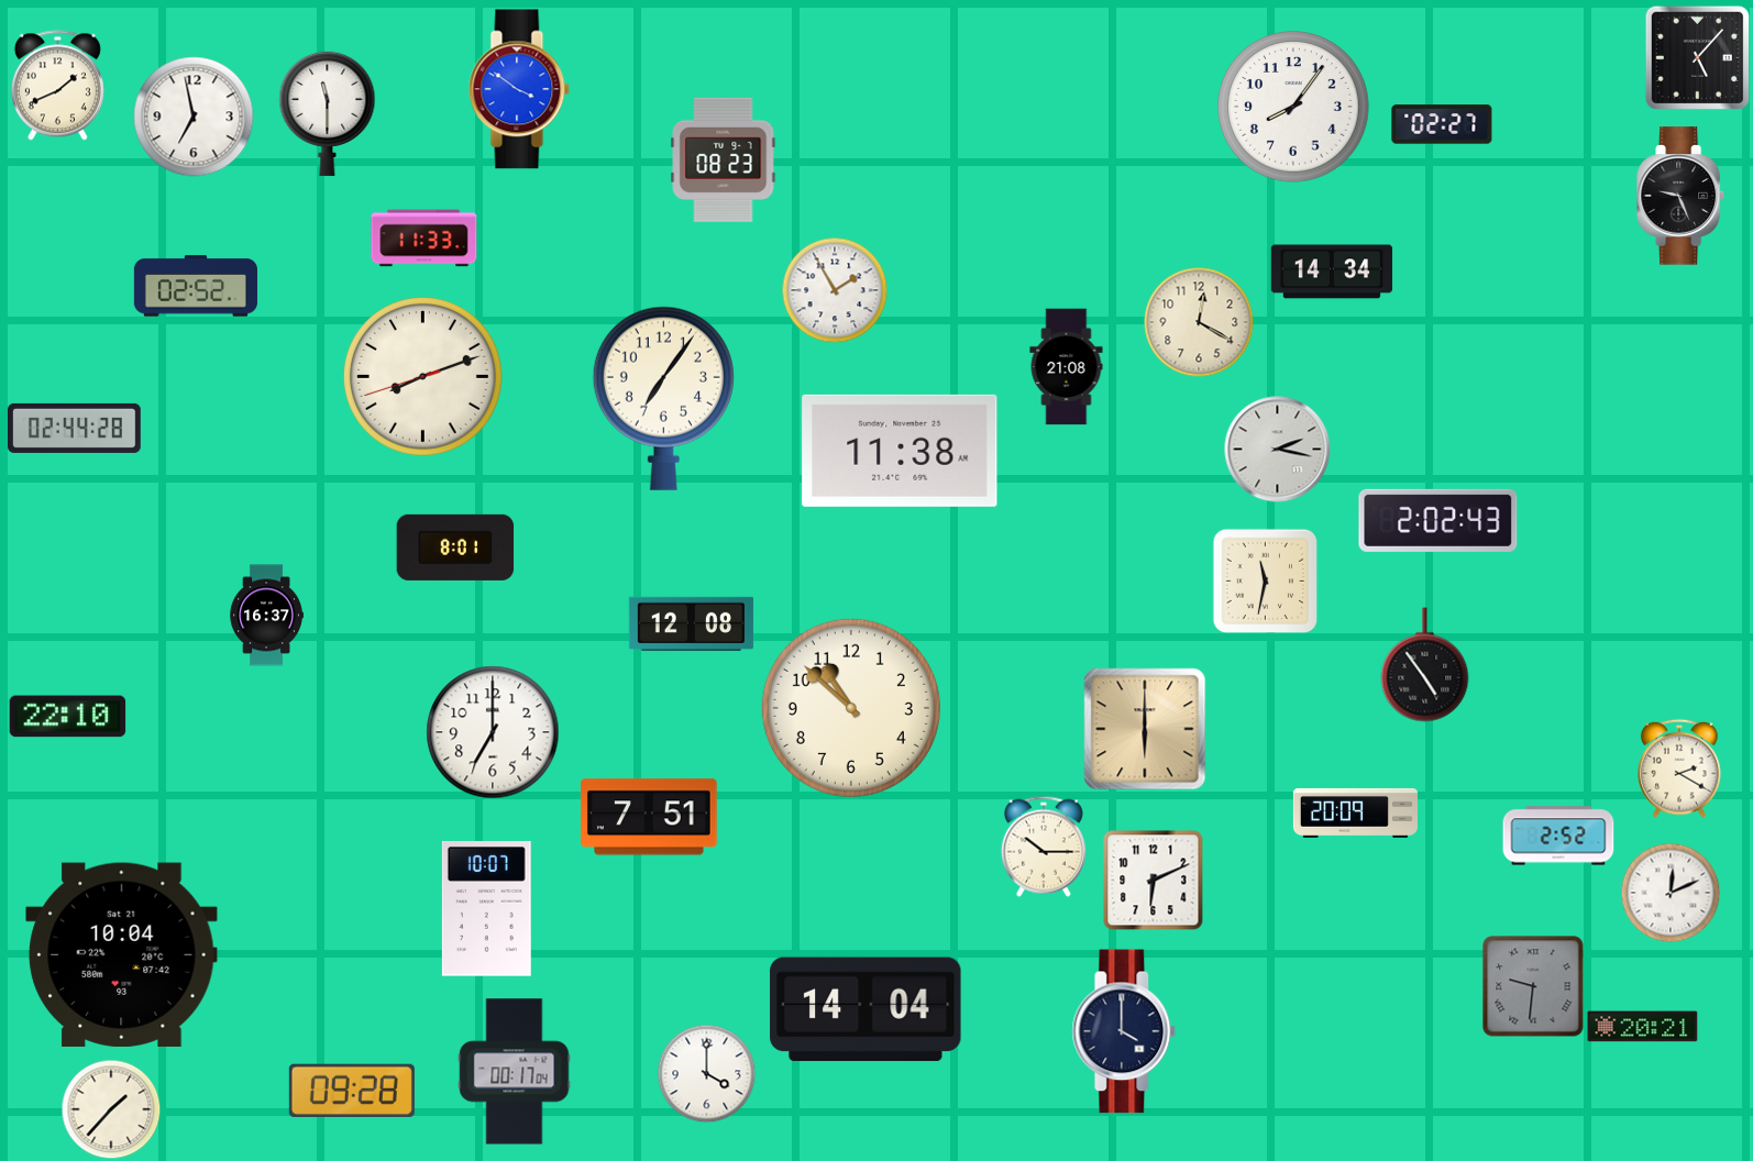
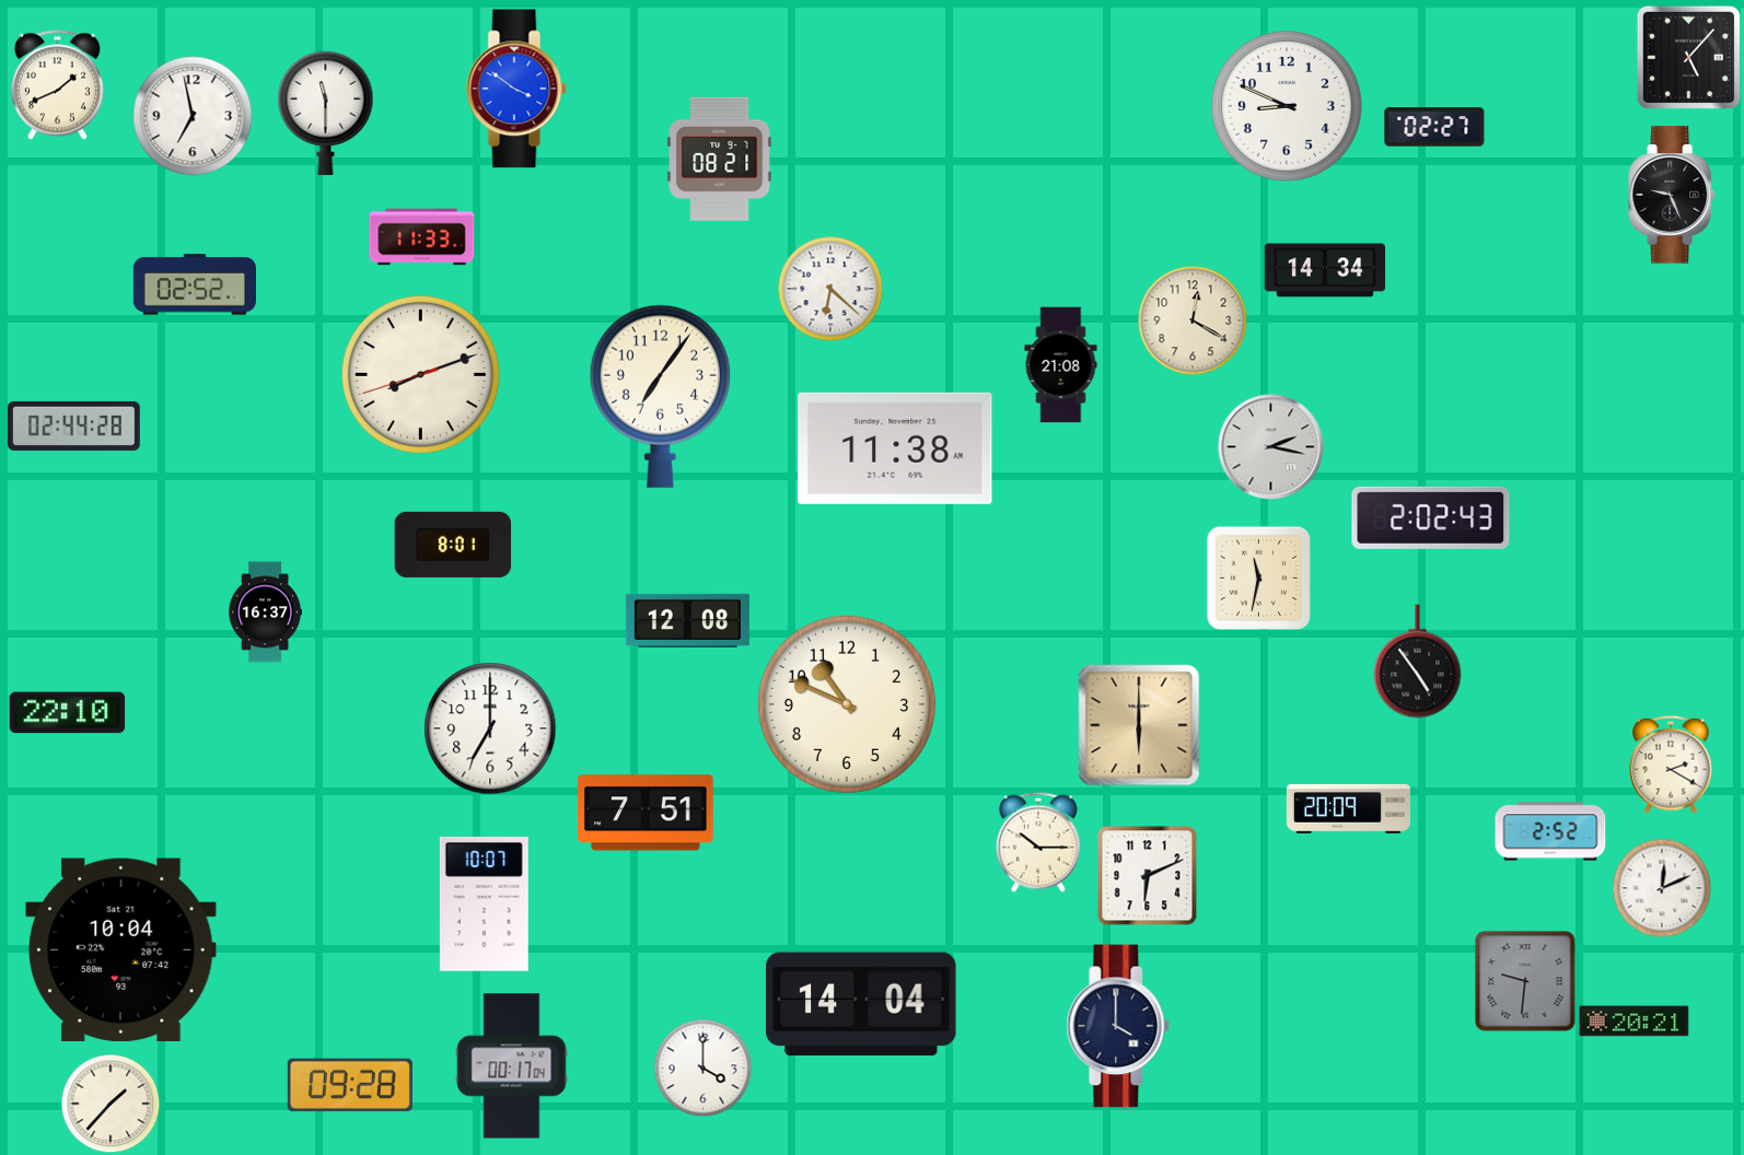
clock at (1293, 107): 8:06 -> 8:49
clock at (1442, 124) position: (1442, 124) -> (1434, 127)
clock at (724, 159): 08:23 -> 08:21
clock at (835, 290): 1:55 -> 6:22
clock at (851, 708): 10:52 -> 10:49
